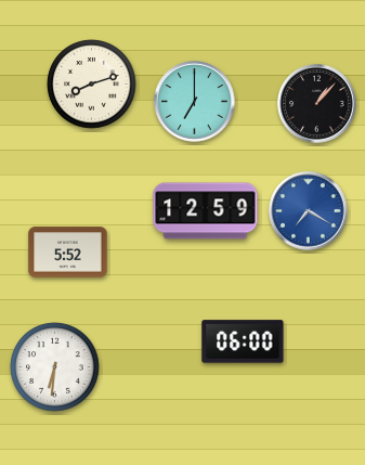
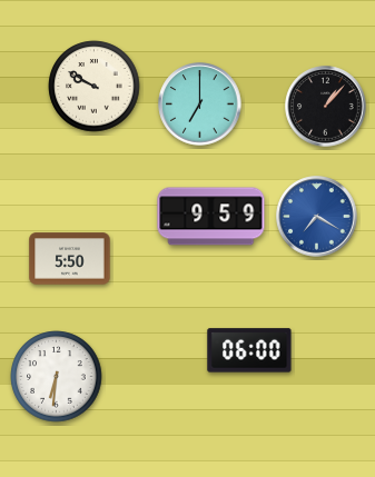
clock at (92, 85): 8:12 -> 9:50
clock at (206, 211): 12:59 -> 9:59
clock at (68, 253): 5:52 -> 5:50
